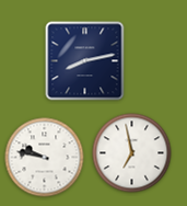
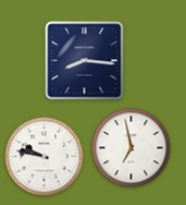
clock at (85, 61): 8:13 -> 8:16
clock at (132, 153) position: (132, 153) -> (132, 148)
